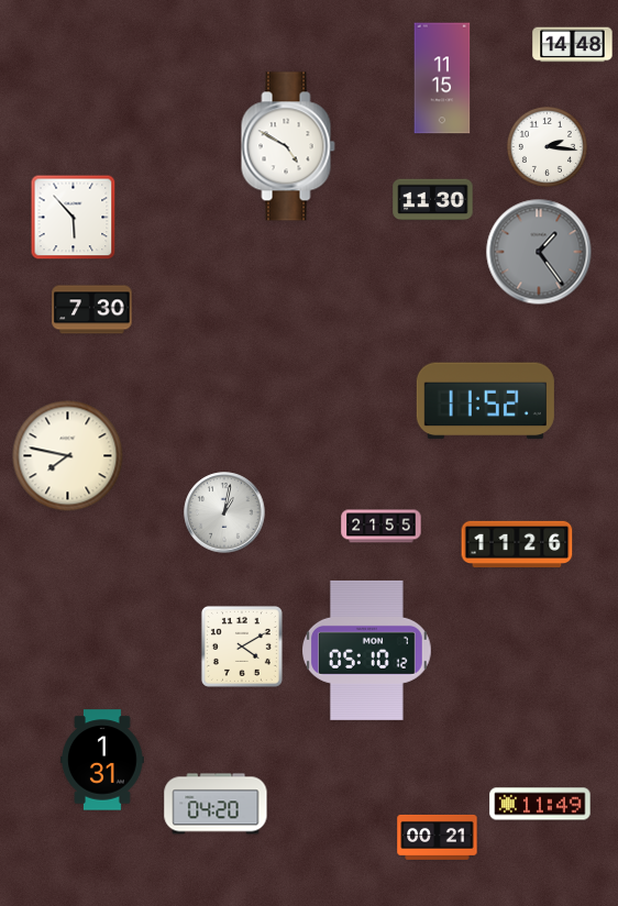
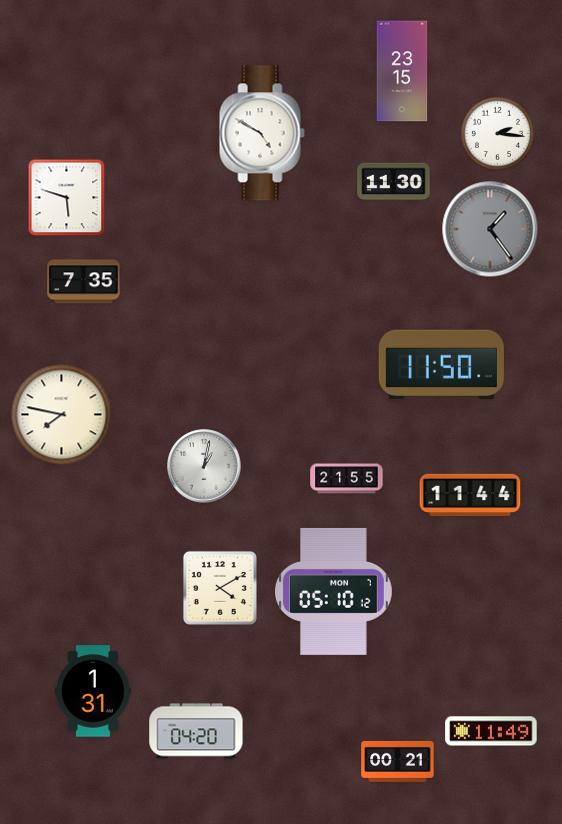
clock at (573, 45): 14:48 -> none
clock at (442, 78): 11:15 -> 23:15
clock at (74, 218): 5:53 -> 5:48
clock at (92, 310): 7:30 -> 7:35
clock at (485, 401): 11:52 -> 11:50
clock at (517, 543): 11:26 -> 11:44
